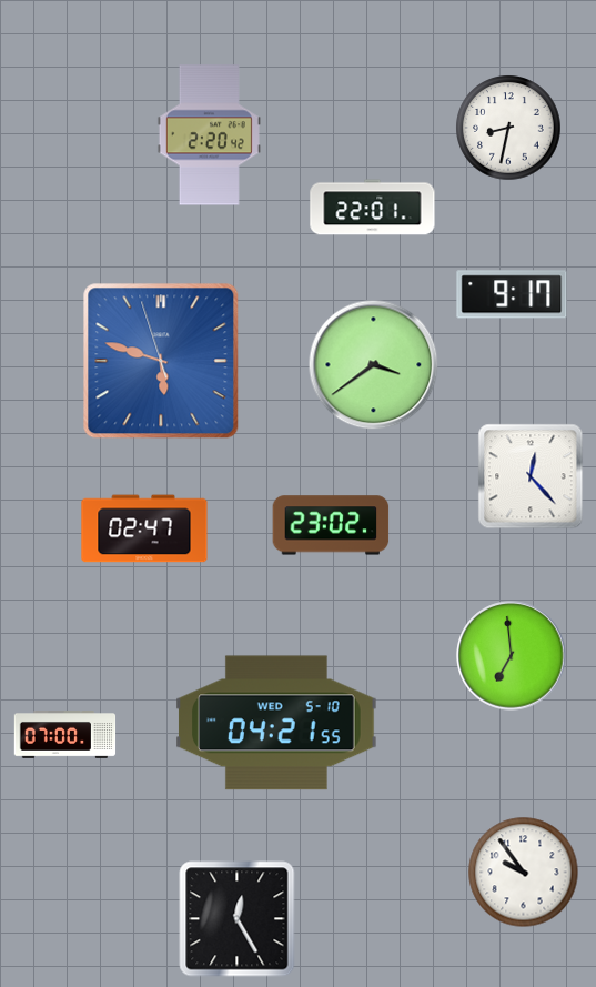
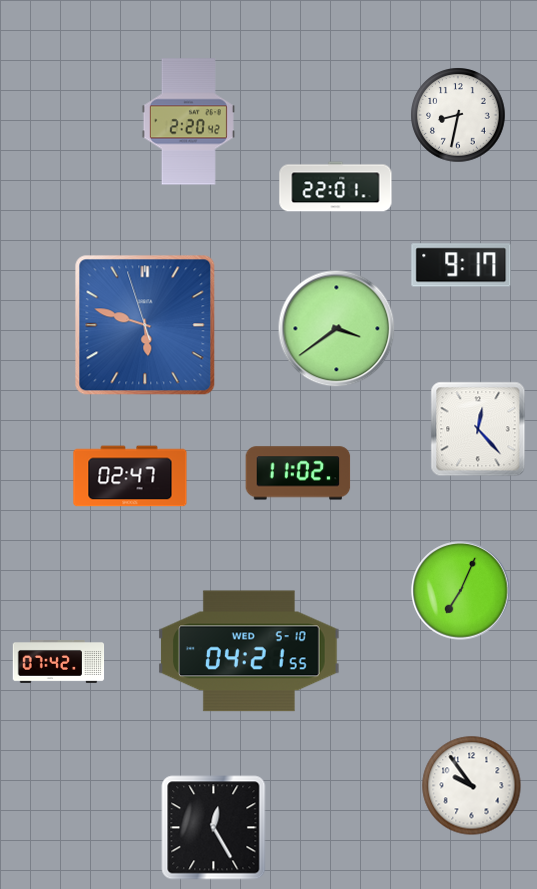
clock at (331, 525): 23:02 -> 11:02
clock at (512, 656): 6:59 -> 7:04
clock at (65, 735): 07:00 -> 07:42
